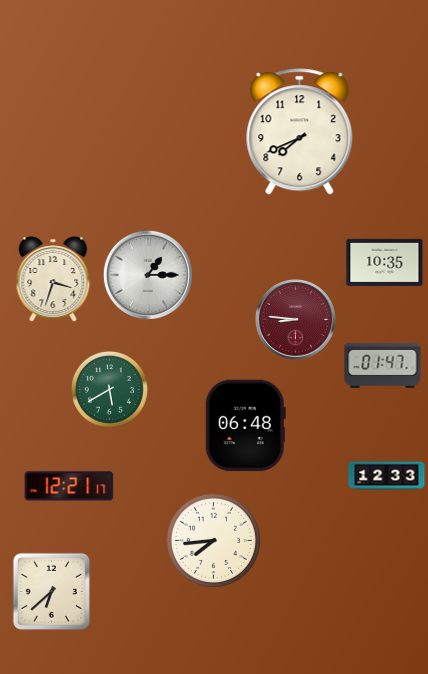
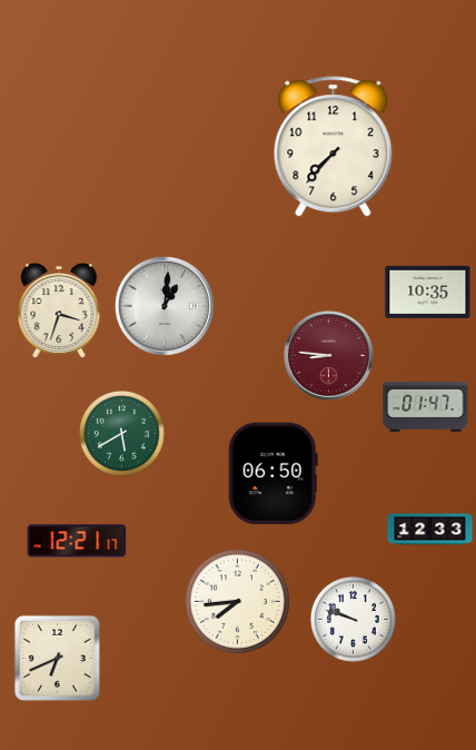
clock at (300, 132): 7:41 -> 7:37
clock at (148, 275): 1:15 -> 1:01
clock at (245, 426): 06:48 -> 06:50
clock at (353, 619): none -> 9:48
clock at (51, 591): 6:38 -> 6:41
